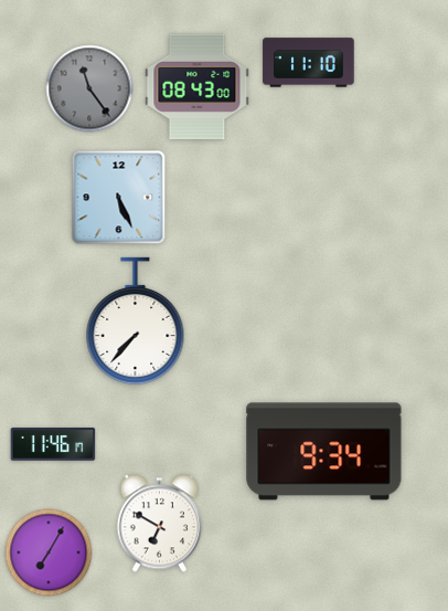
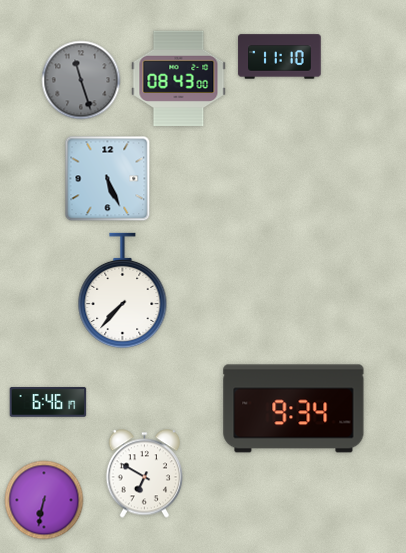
clock at (89, 88): 11:24 -> 11:27
clock at (53, 444): 11:46 -> 6:46
clock at (49, 552): 7:05 -> 6:32
